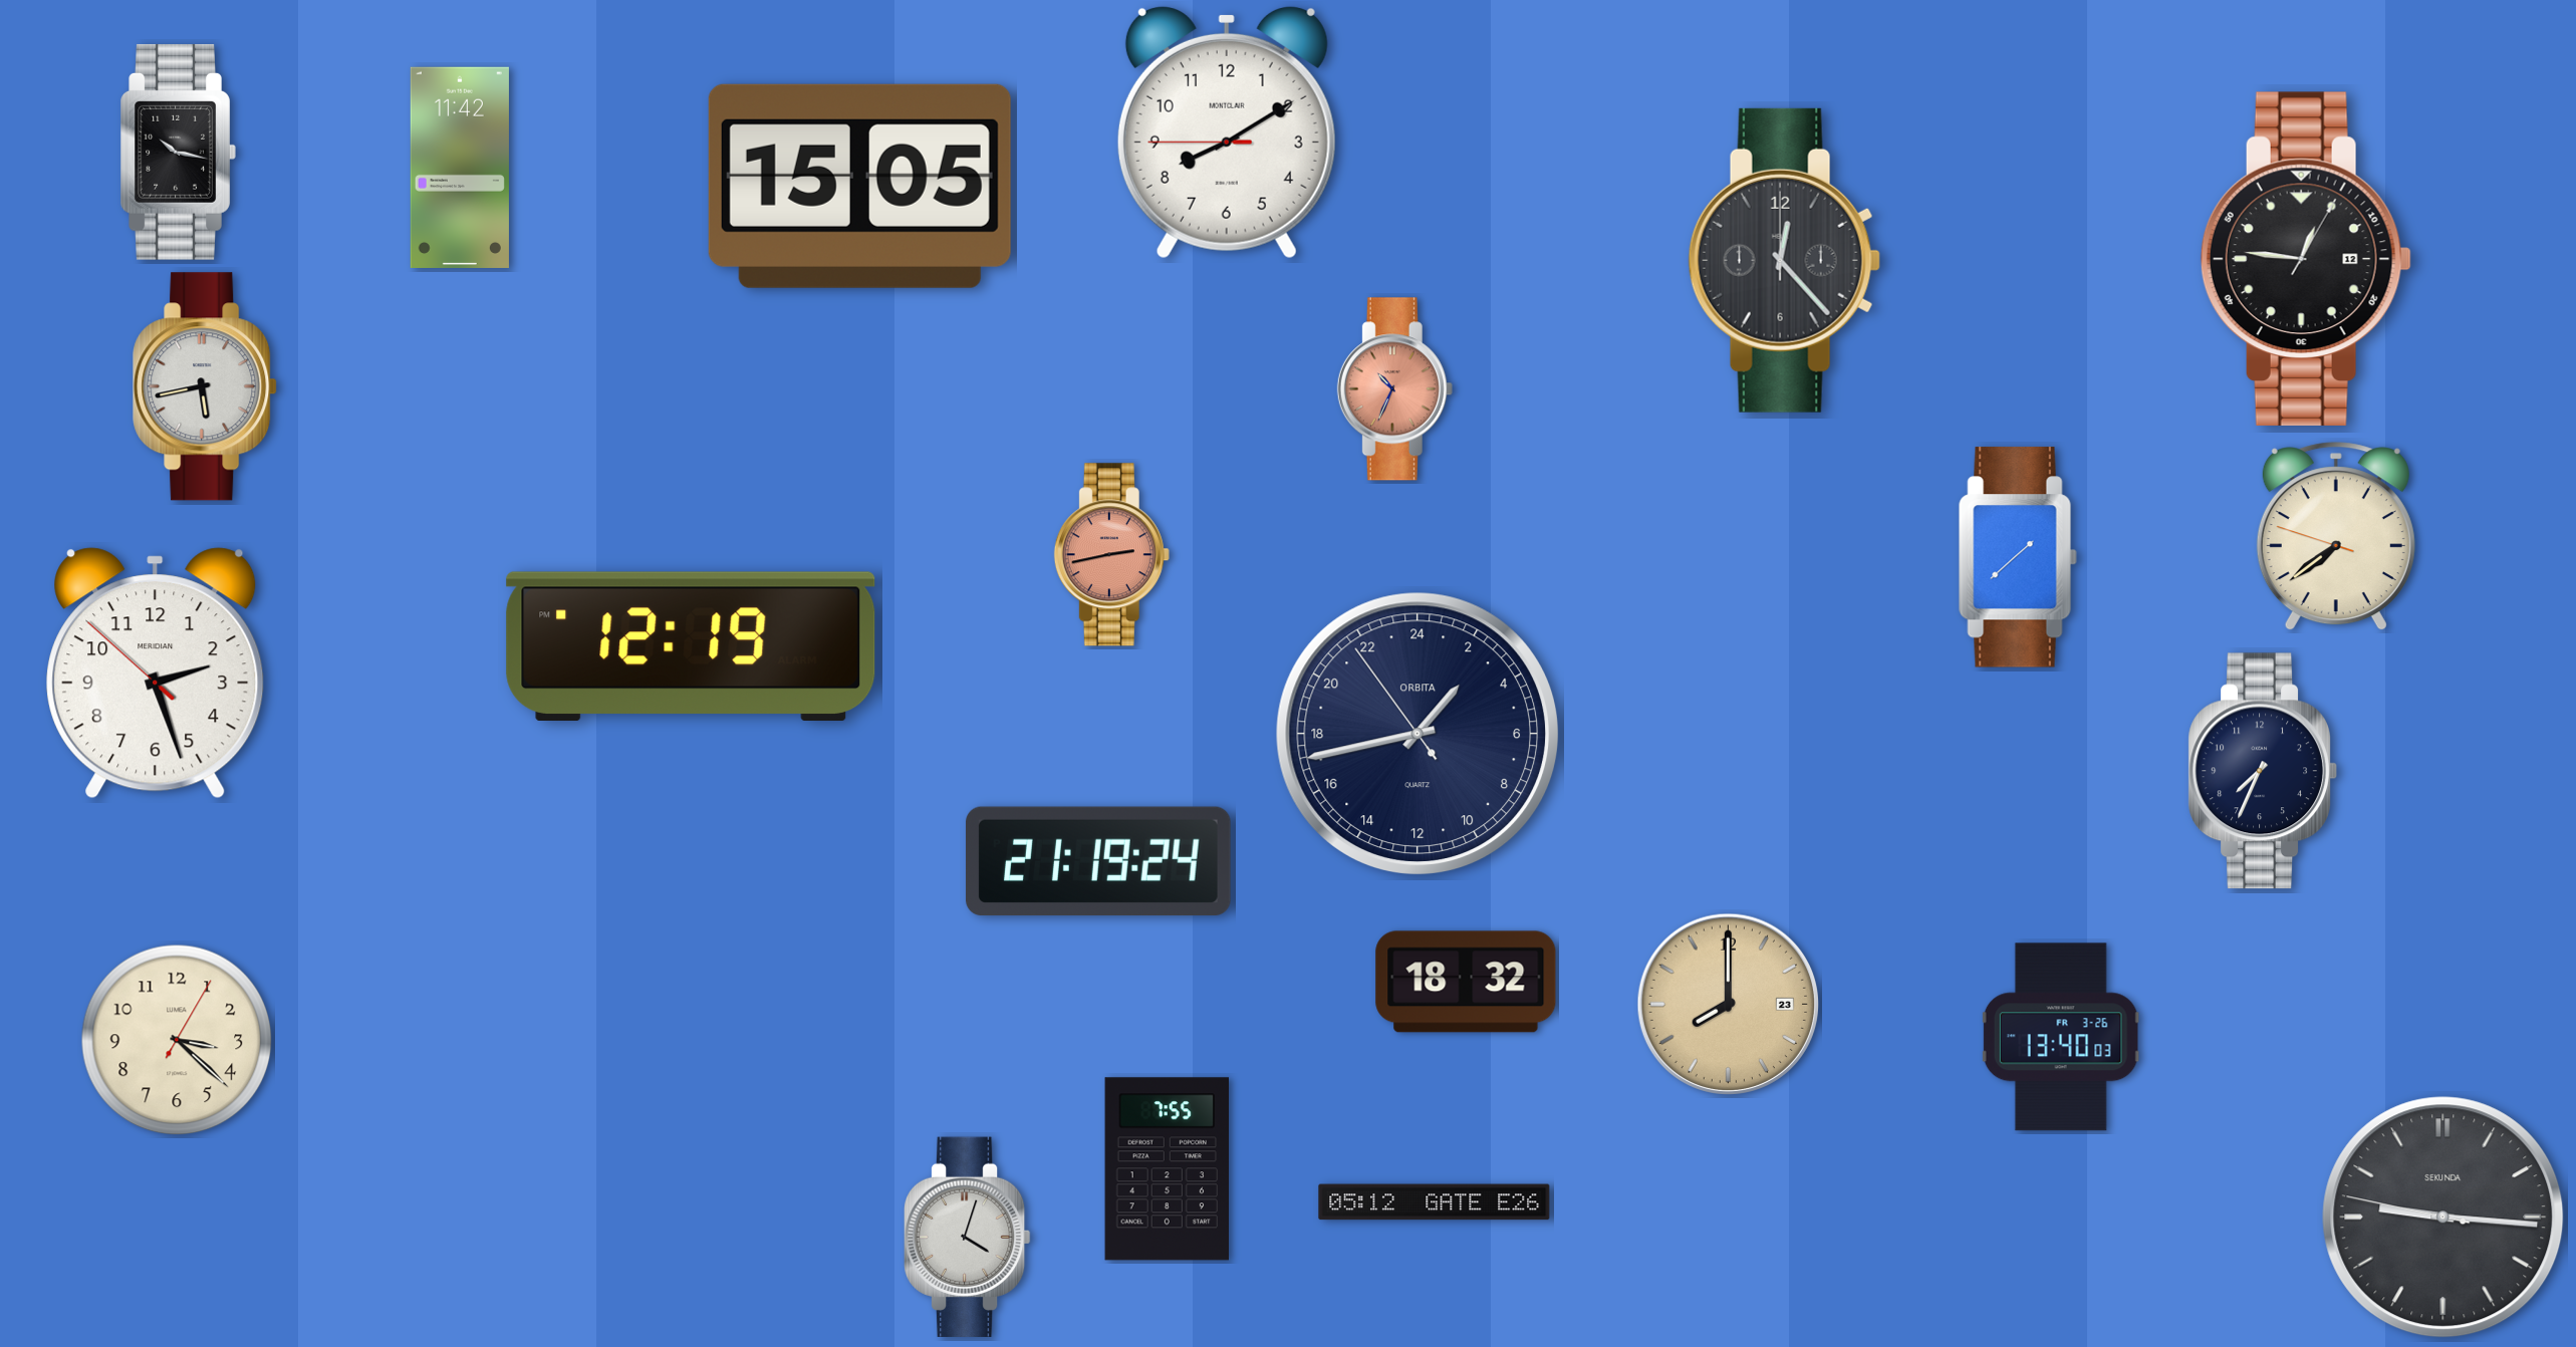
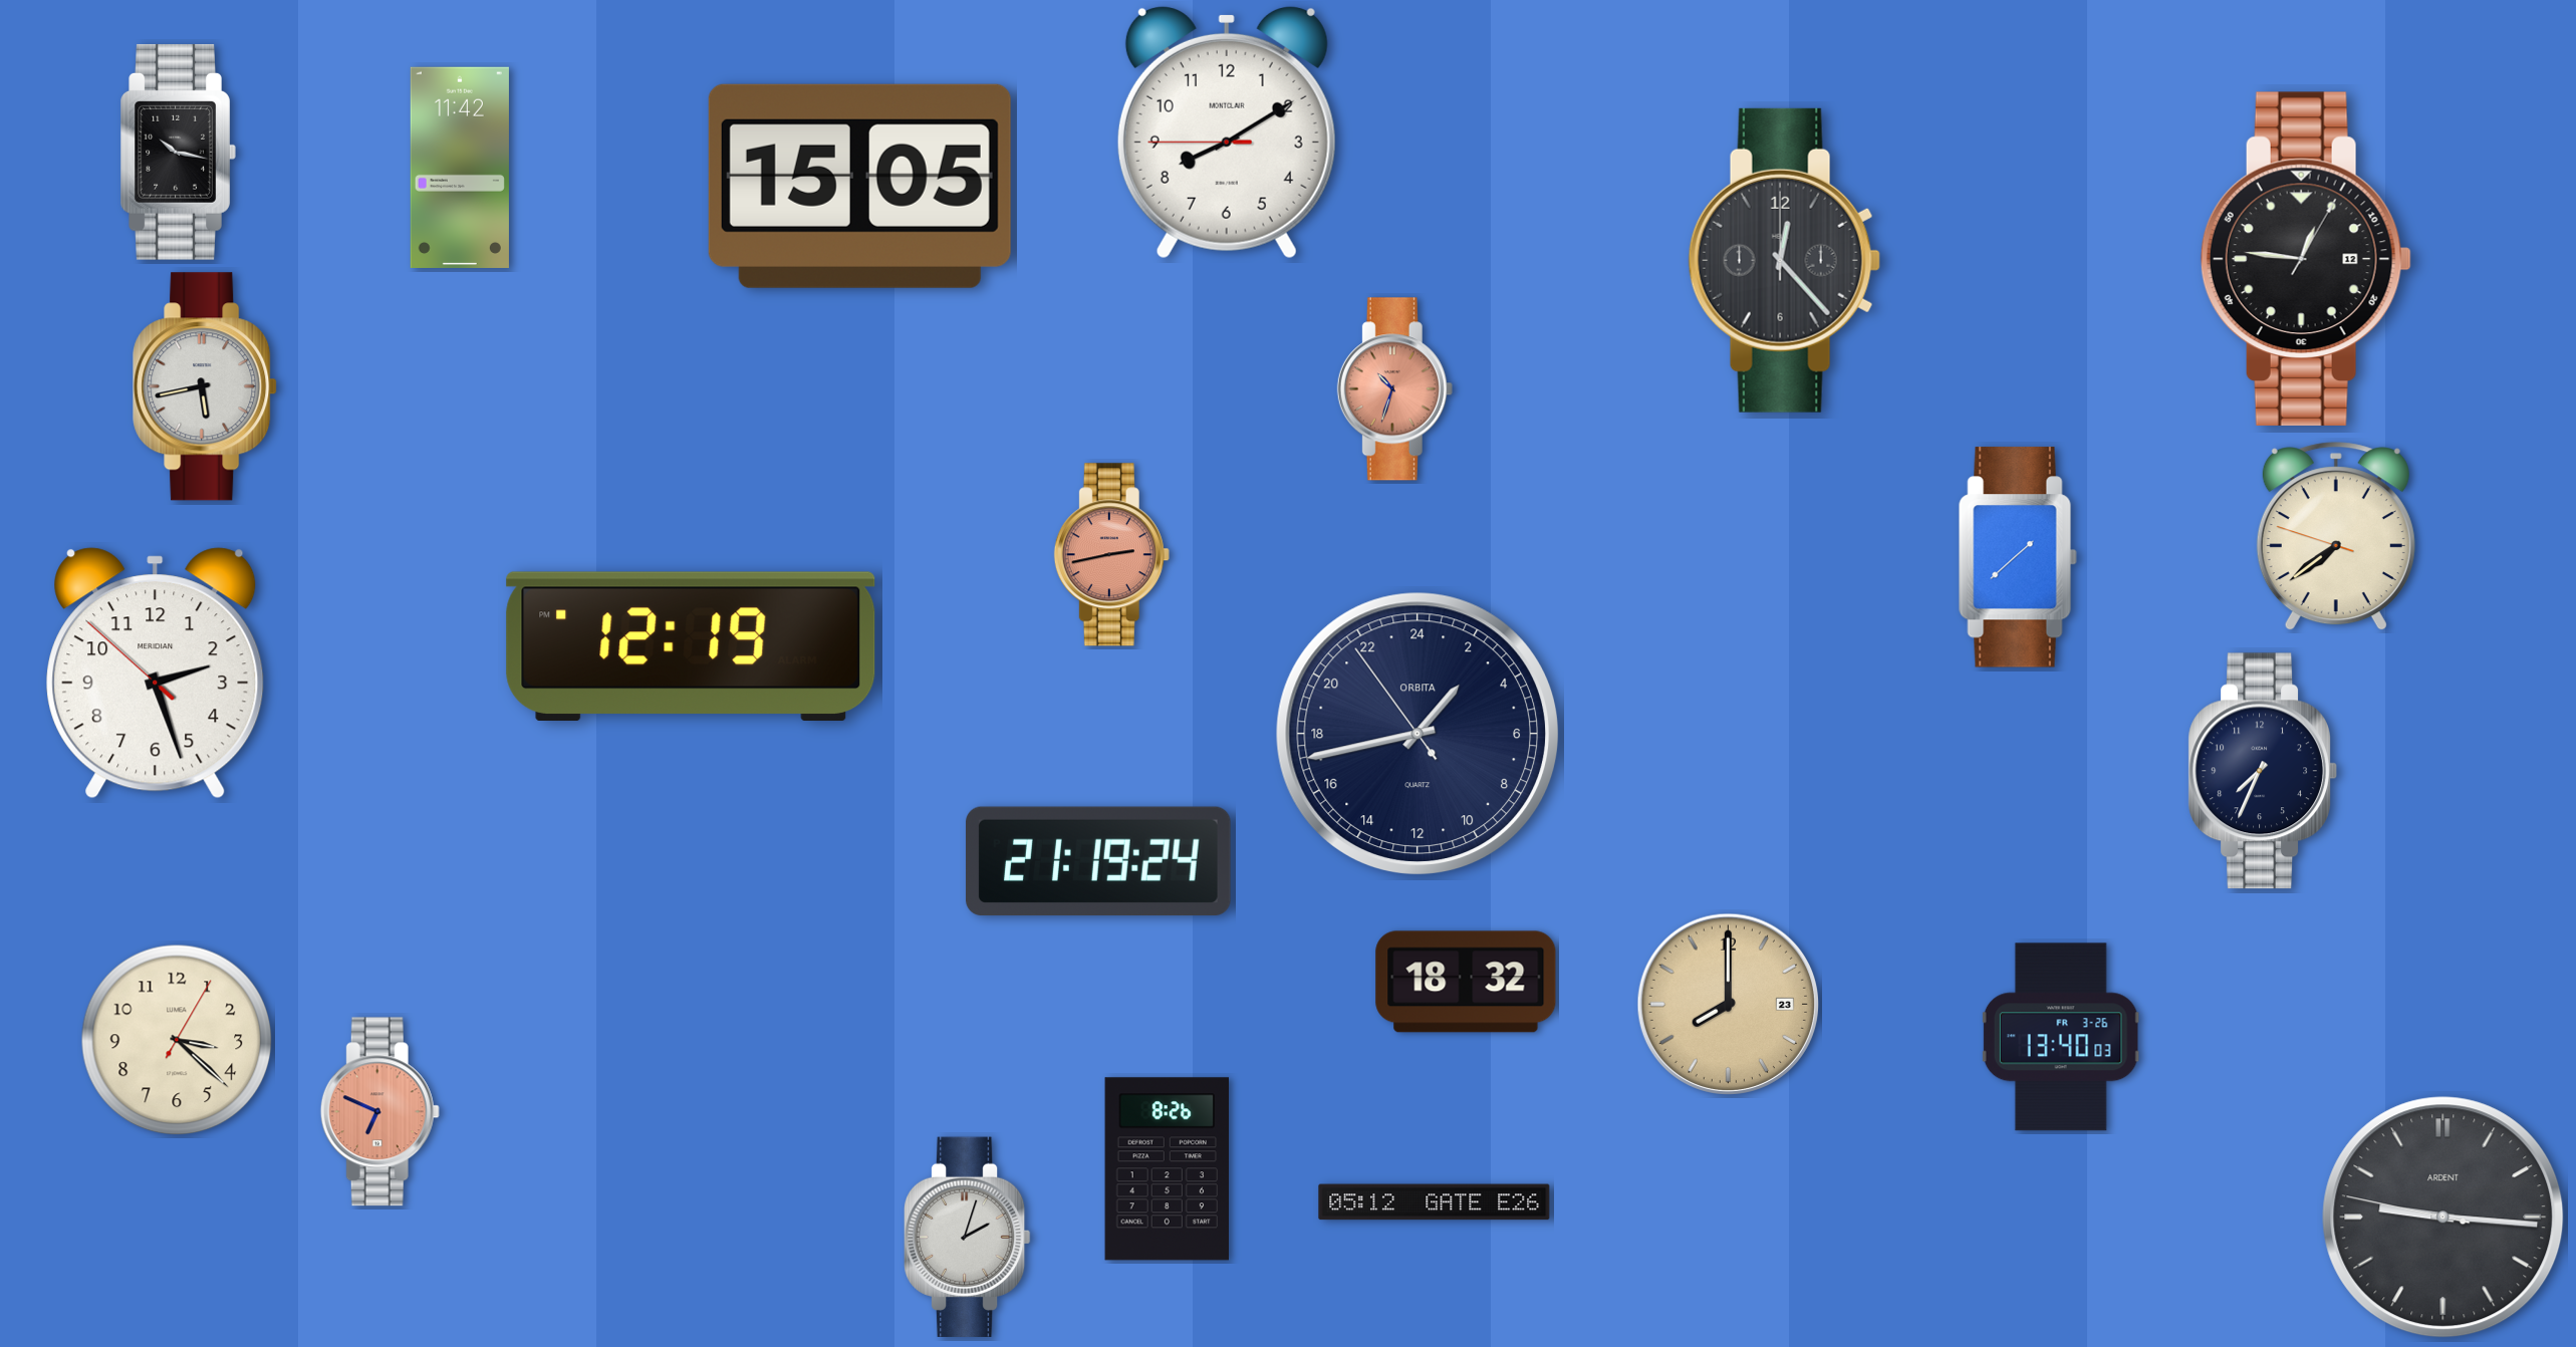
clock at (1394, 389): 10:34 -> 10:33
clock at (379, 1112): none -> 6:49
clock at (1168, 1169): 7:55 -> 8:26
clock at (2443, 1218) brand: SEKUNDA -> ARDENT
clock at (967, 1237): 4:03 -> 2:03
